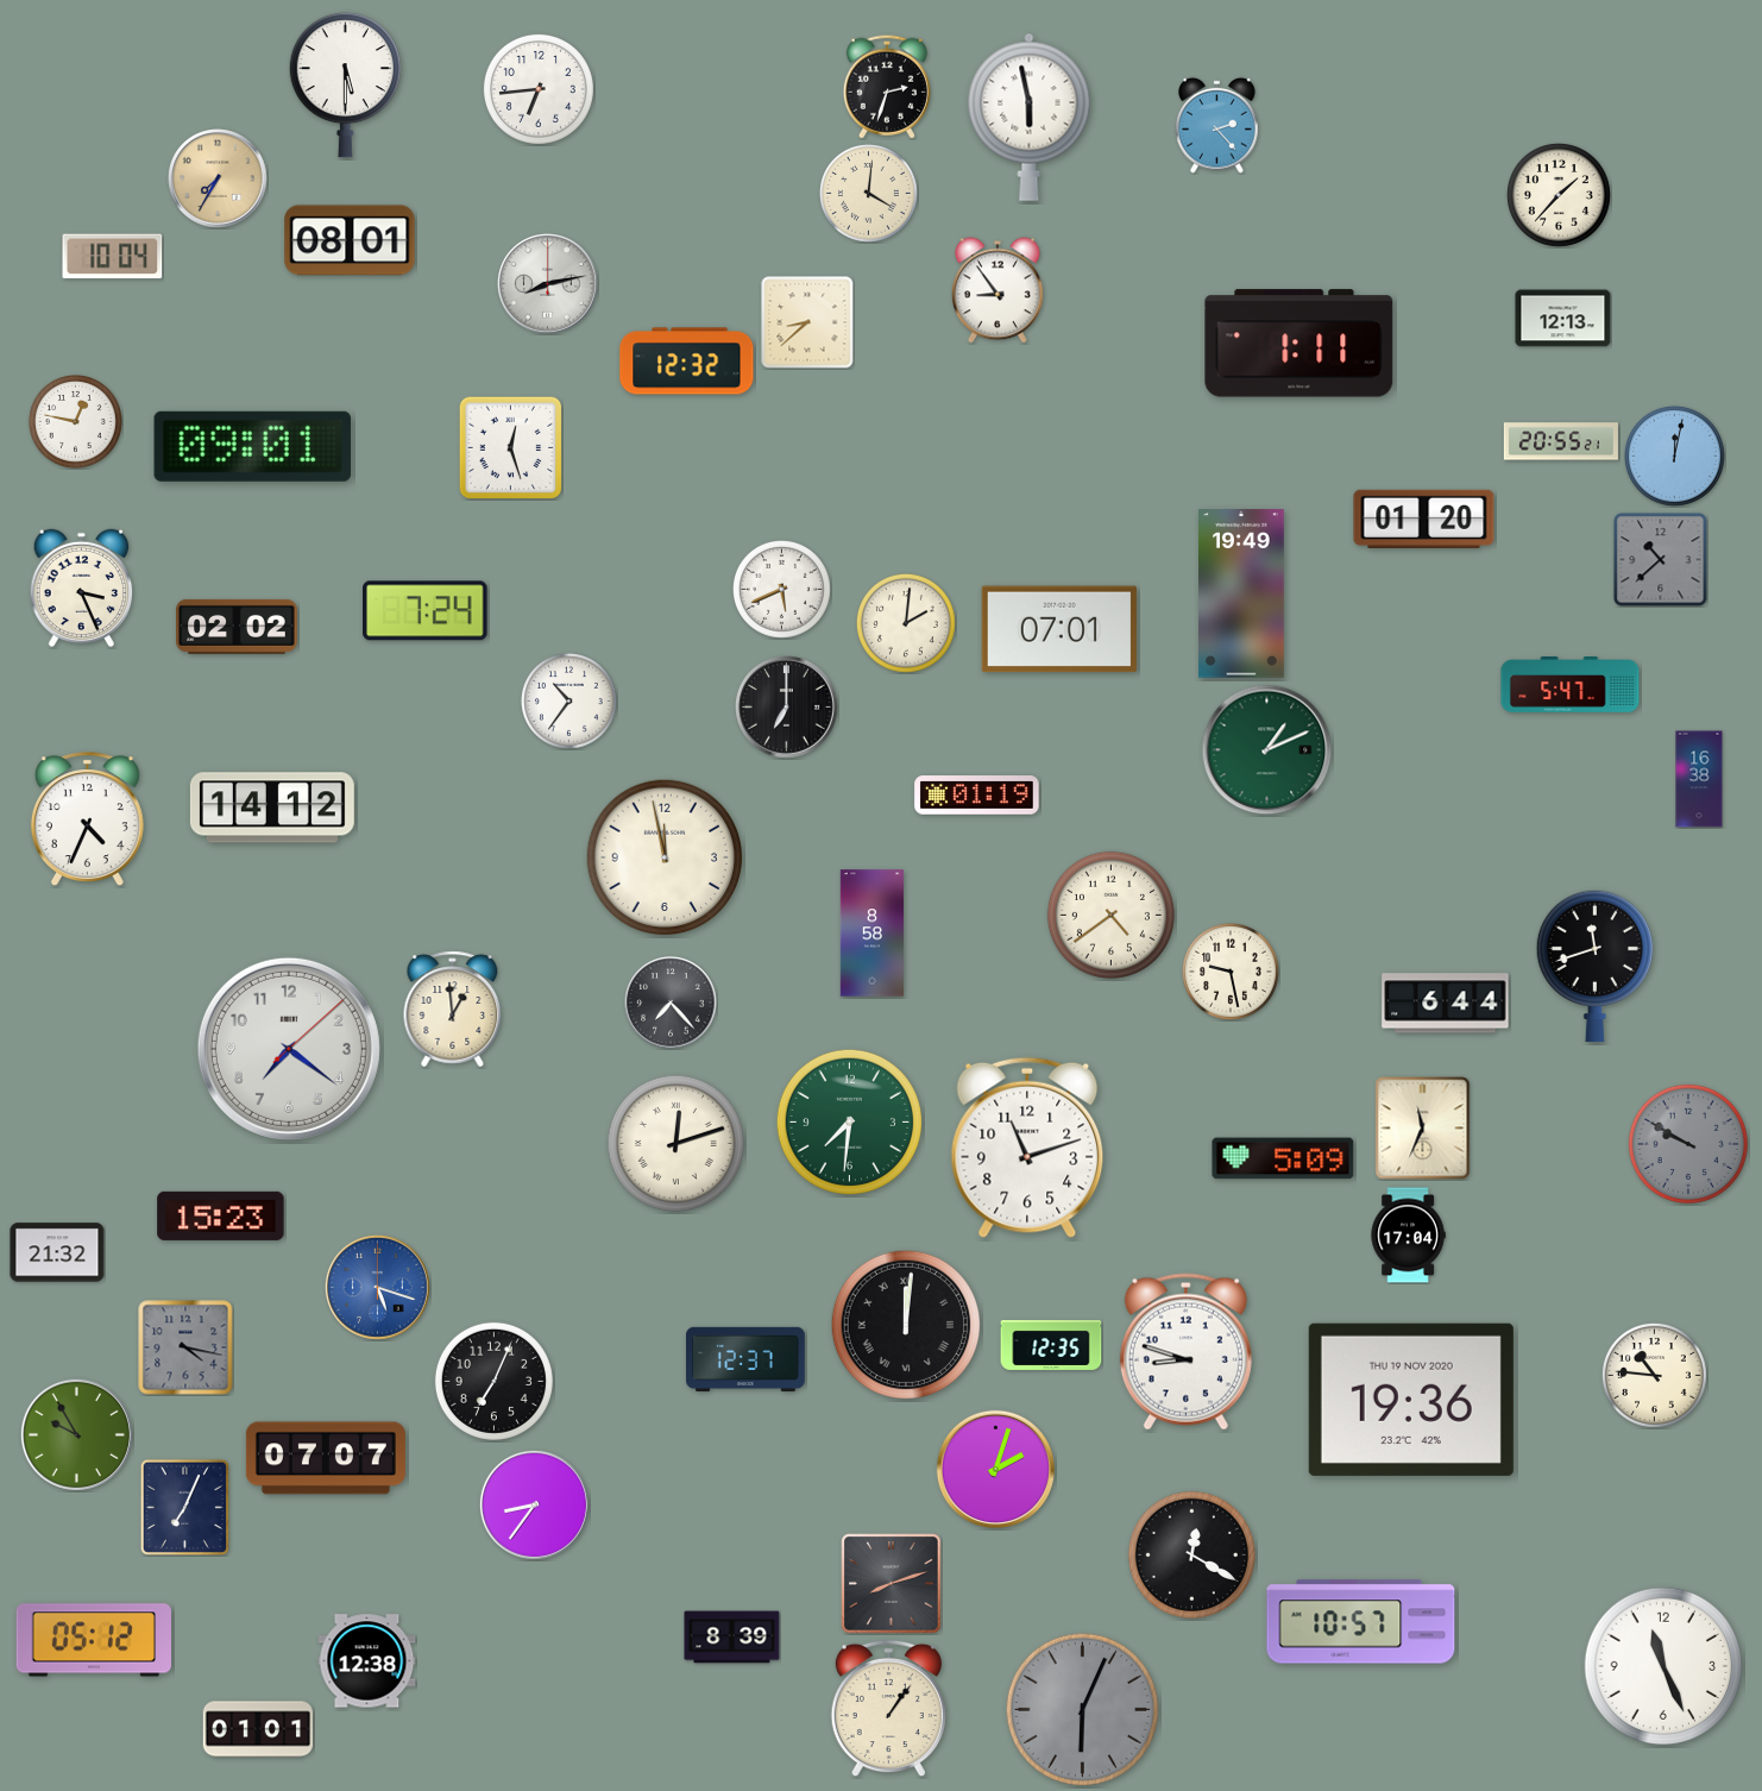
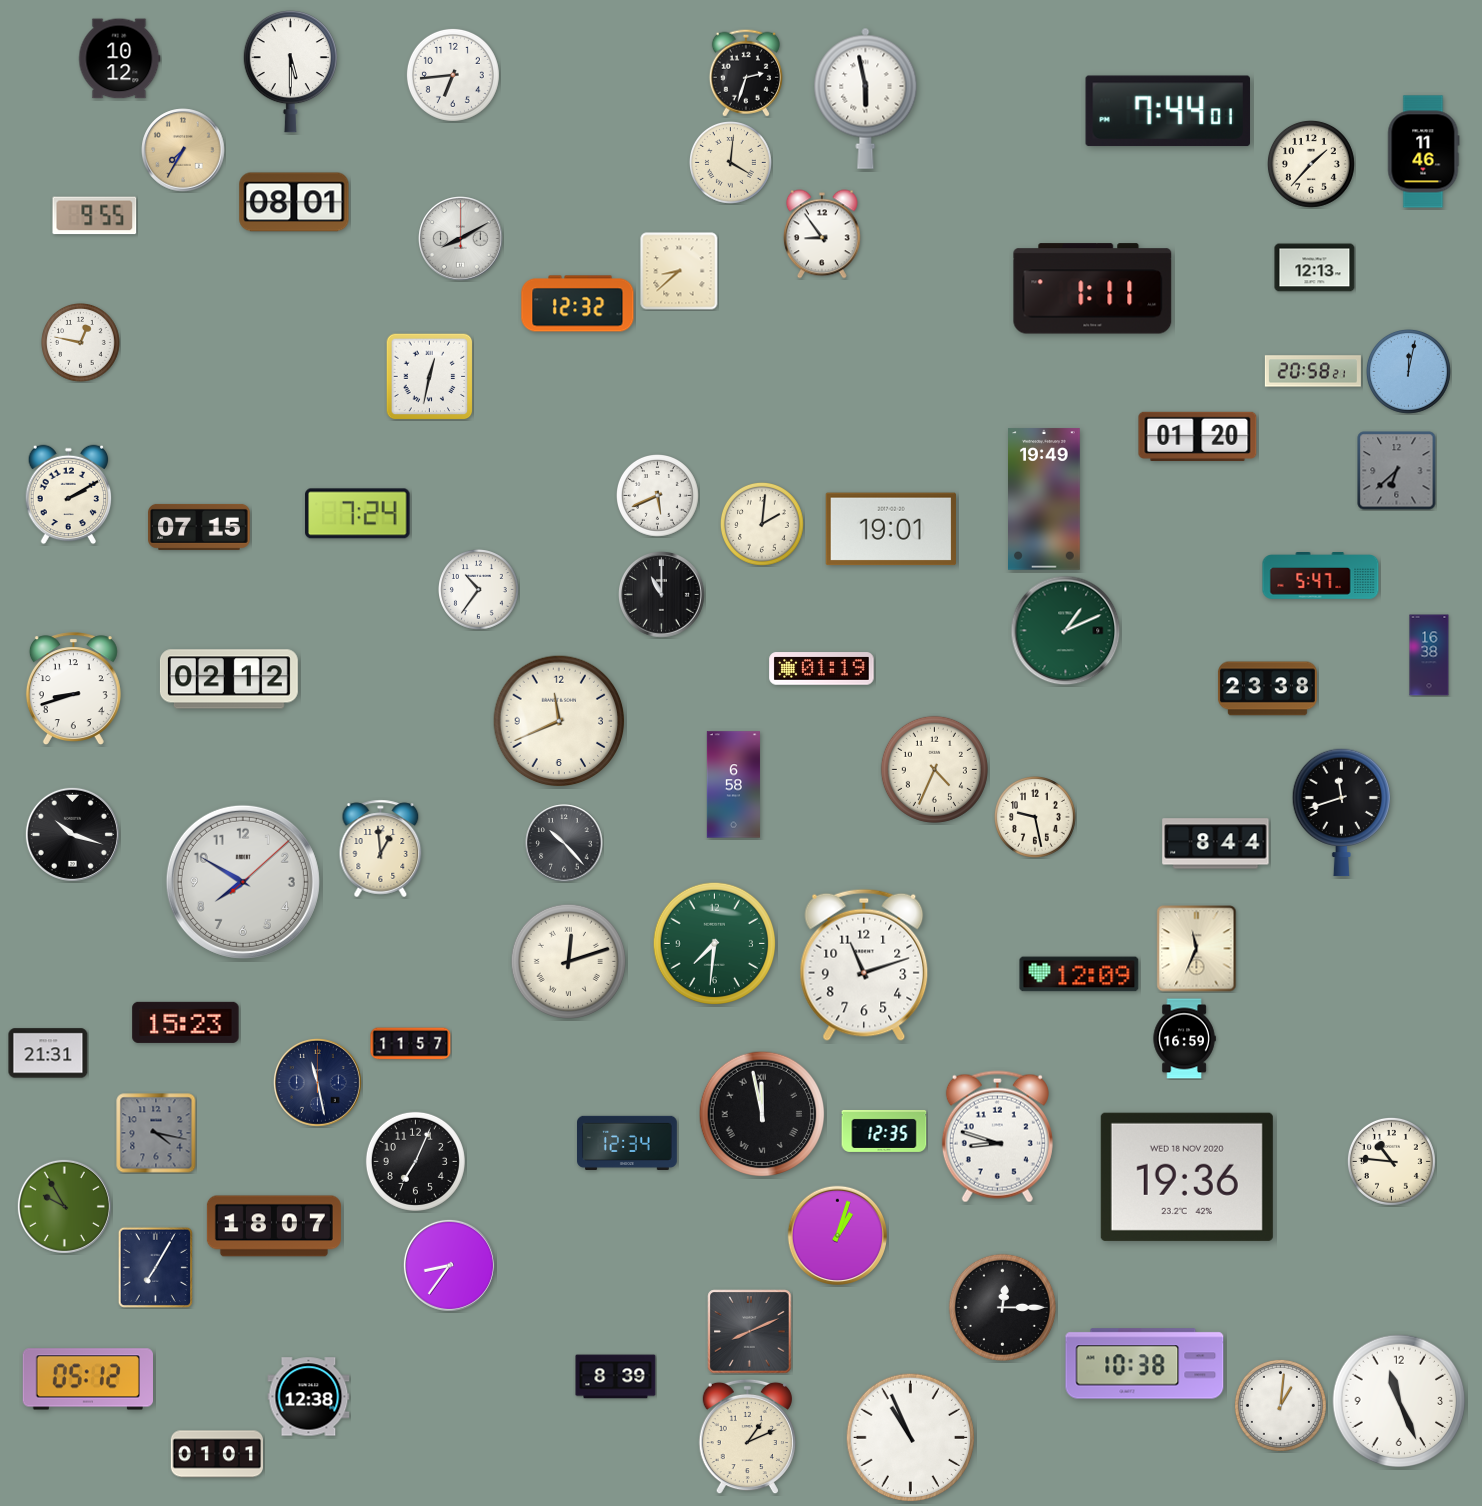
clock at (120, 59): none -> 10:12
clock at (1217, 125): 2:23 -> none
clock at (1168, 111): none -> 7:44
clock at (1424, 152): none -> 11:46
clock at (113, 257): 10:04 -> 9:55
clock at (548, 284): 8:13 -> 8:10
clock at (998, 290) position: (998, 290) -> (822, 234)
clock at (76, 422) position: (76, 422) -> (81, 343)
clock at (1561, 441): 20:55 -> 20:58
clock at (252, 446): 09:01 -> none
clock at (510, 447): 12:27 -> 12:32
clock at (1674, 455) position: (1674, 455) -> (1408, 371)
clock at (1661, 560): 10:38 -> 6:38
clock at (82, 589): 3:26 -> 2:10
clock at (237, 627): 02:02 -> 07:15
clock at (1059, 629): 07:01 -> 19:01
clock at (787, 708): 7:00 -> 11:00
clock at (272, 807): 14:12 -> 02:12
clock at (87, 819): 4:34 -> 8:42
clock at (1267, 689): none -> 23:38
clock at (665, 857): 11:58 -> 11:41
clock at (1110, 915): 4:39 -> 4:34
clock at (871, 934): 8:58 -> 6:58
clock at (72, 834): none -> 10:18
clock at (671, 1003): 7:23 -> 10:23
clock at (1446, 1004): 6:44 -> 8:44
clock at (289, 1049): 7:21 -> 7:50
clock at (1688, 1144): 9:50 -> none
clock at (1283, 1158): 5:09 -> 12:09
clock at (1408, 1236): 17:04 -> 16:59
clock at (411, 1044): none -> 11:57
clock at (57, 1252): 21:32 -> 21:31
clock at (377, 1287): 5:18 -> 11:28
clock at (377, 1287) dial: blue -> navy
clock at (905, 1324): 12:01 -> 11:58
clock at (747, 1359): 12:37 -> 12:34
clock at (1654, 1375) position: (1654, 1375) -> (1391, 1161)
clock at (1411, 1400) date: THU 19 NOV 2020 -> WED 18 NOV 2020
clock at (326, 1458): 07:07 -> 18:07
clock at (995, 1469): 2:03 -> 1:03
clock at (184, 1507): 7:04 -> 7:05
clock at (1191, 1554): 12:20 -> 12:15
clock at (892, 1584): 8:12 -> 8:11
clock at (1361, 1622): 10:57 -> 10:38
clock at (93, 1640) position: (93, 1640) -> (87, 1379)
clock at (1280, 1405): none -> 1:01
clock at (888, 1709): 1:06 -> 1:11
clock at (1083, 1710): 6:04 -> 10:56
clock at (1083, 1710) dial: grey -> white
